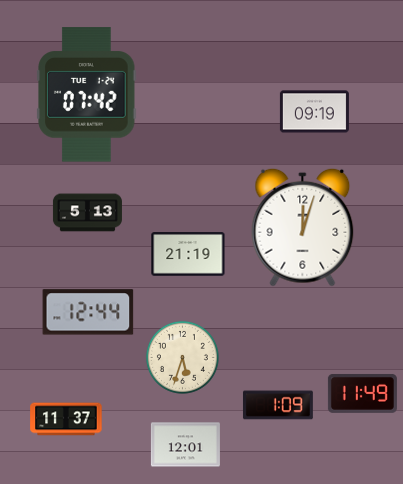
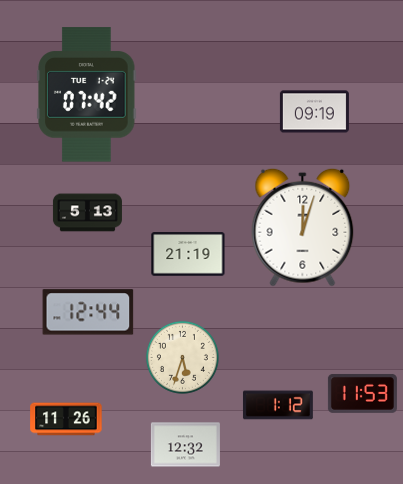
clock at (362, 394): 11:49 -> 11:53
clock at (278, 405): 1:09 -> 1:12
clock at (66, 419): 11:37 -> 11:26
clock at (185, 445): 12:01 -> 12:32
